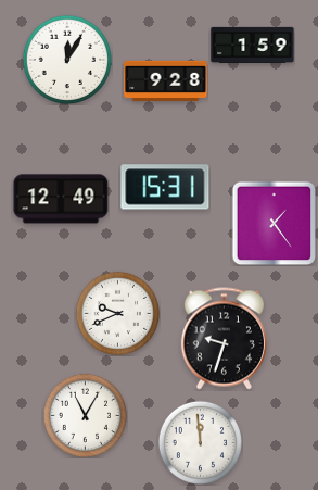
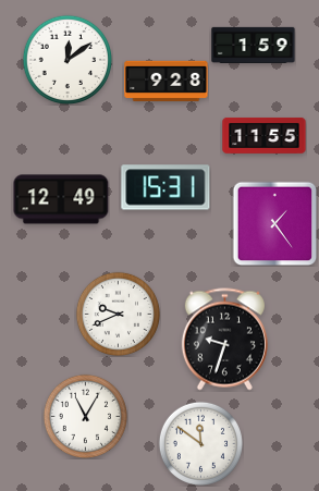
clock at (66, 59): 12:05 -> 12:09
clock at (265, 135): none -> 11:55
clock at (200, 442): 11:59 -> 11:51
